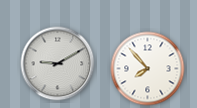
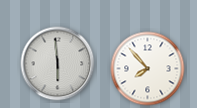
clock at (58, 64): 9:10 -> 5:59
